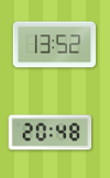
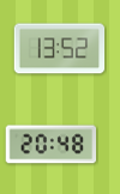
clock at (51, 133) position: (51, 133) -> (52, 145)
